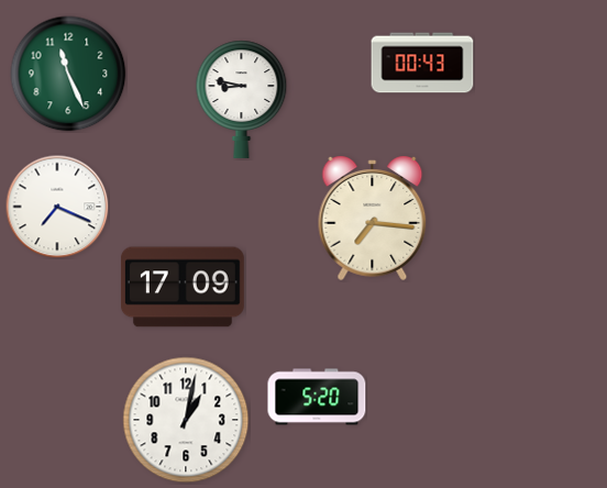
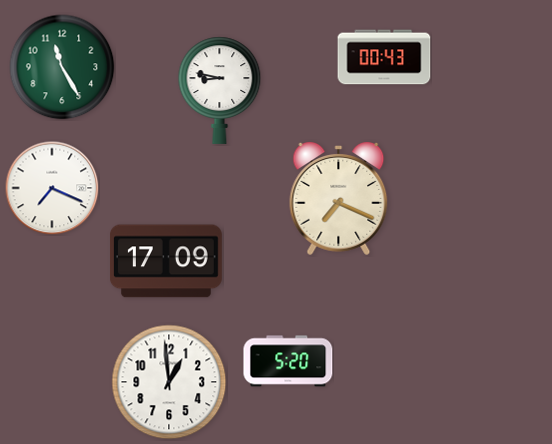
clock at (68, 74): 11:26 -> 11:25
clock at (373, 218): 7:16 -> 7:19
clock at (186, 420): 1:02 -> 12:59
